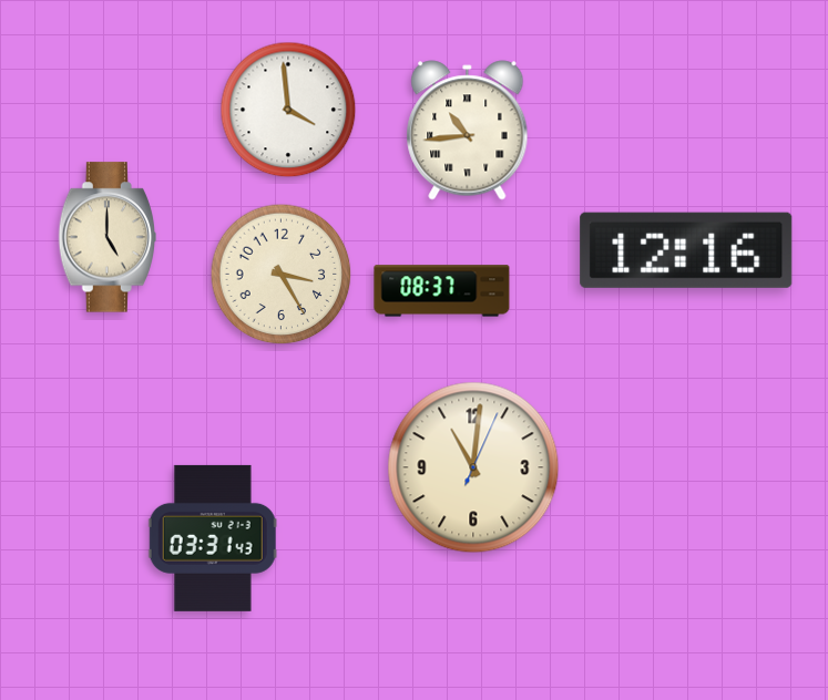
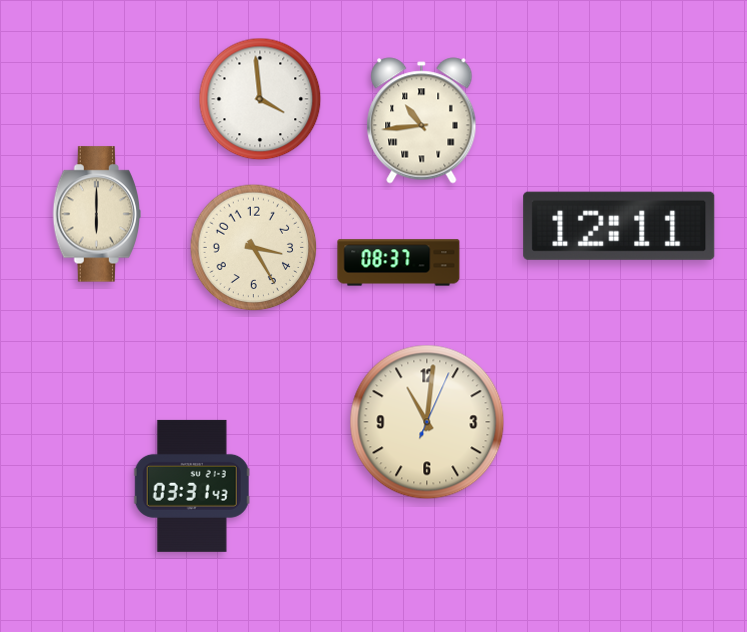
clock at (468, 131) position: (468, 131) -> (422, 121)
clock at (106, 237): 5:00 -> 6:00
clock at (686, 250): 12:16 -> 12:11
